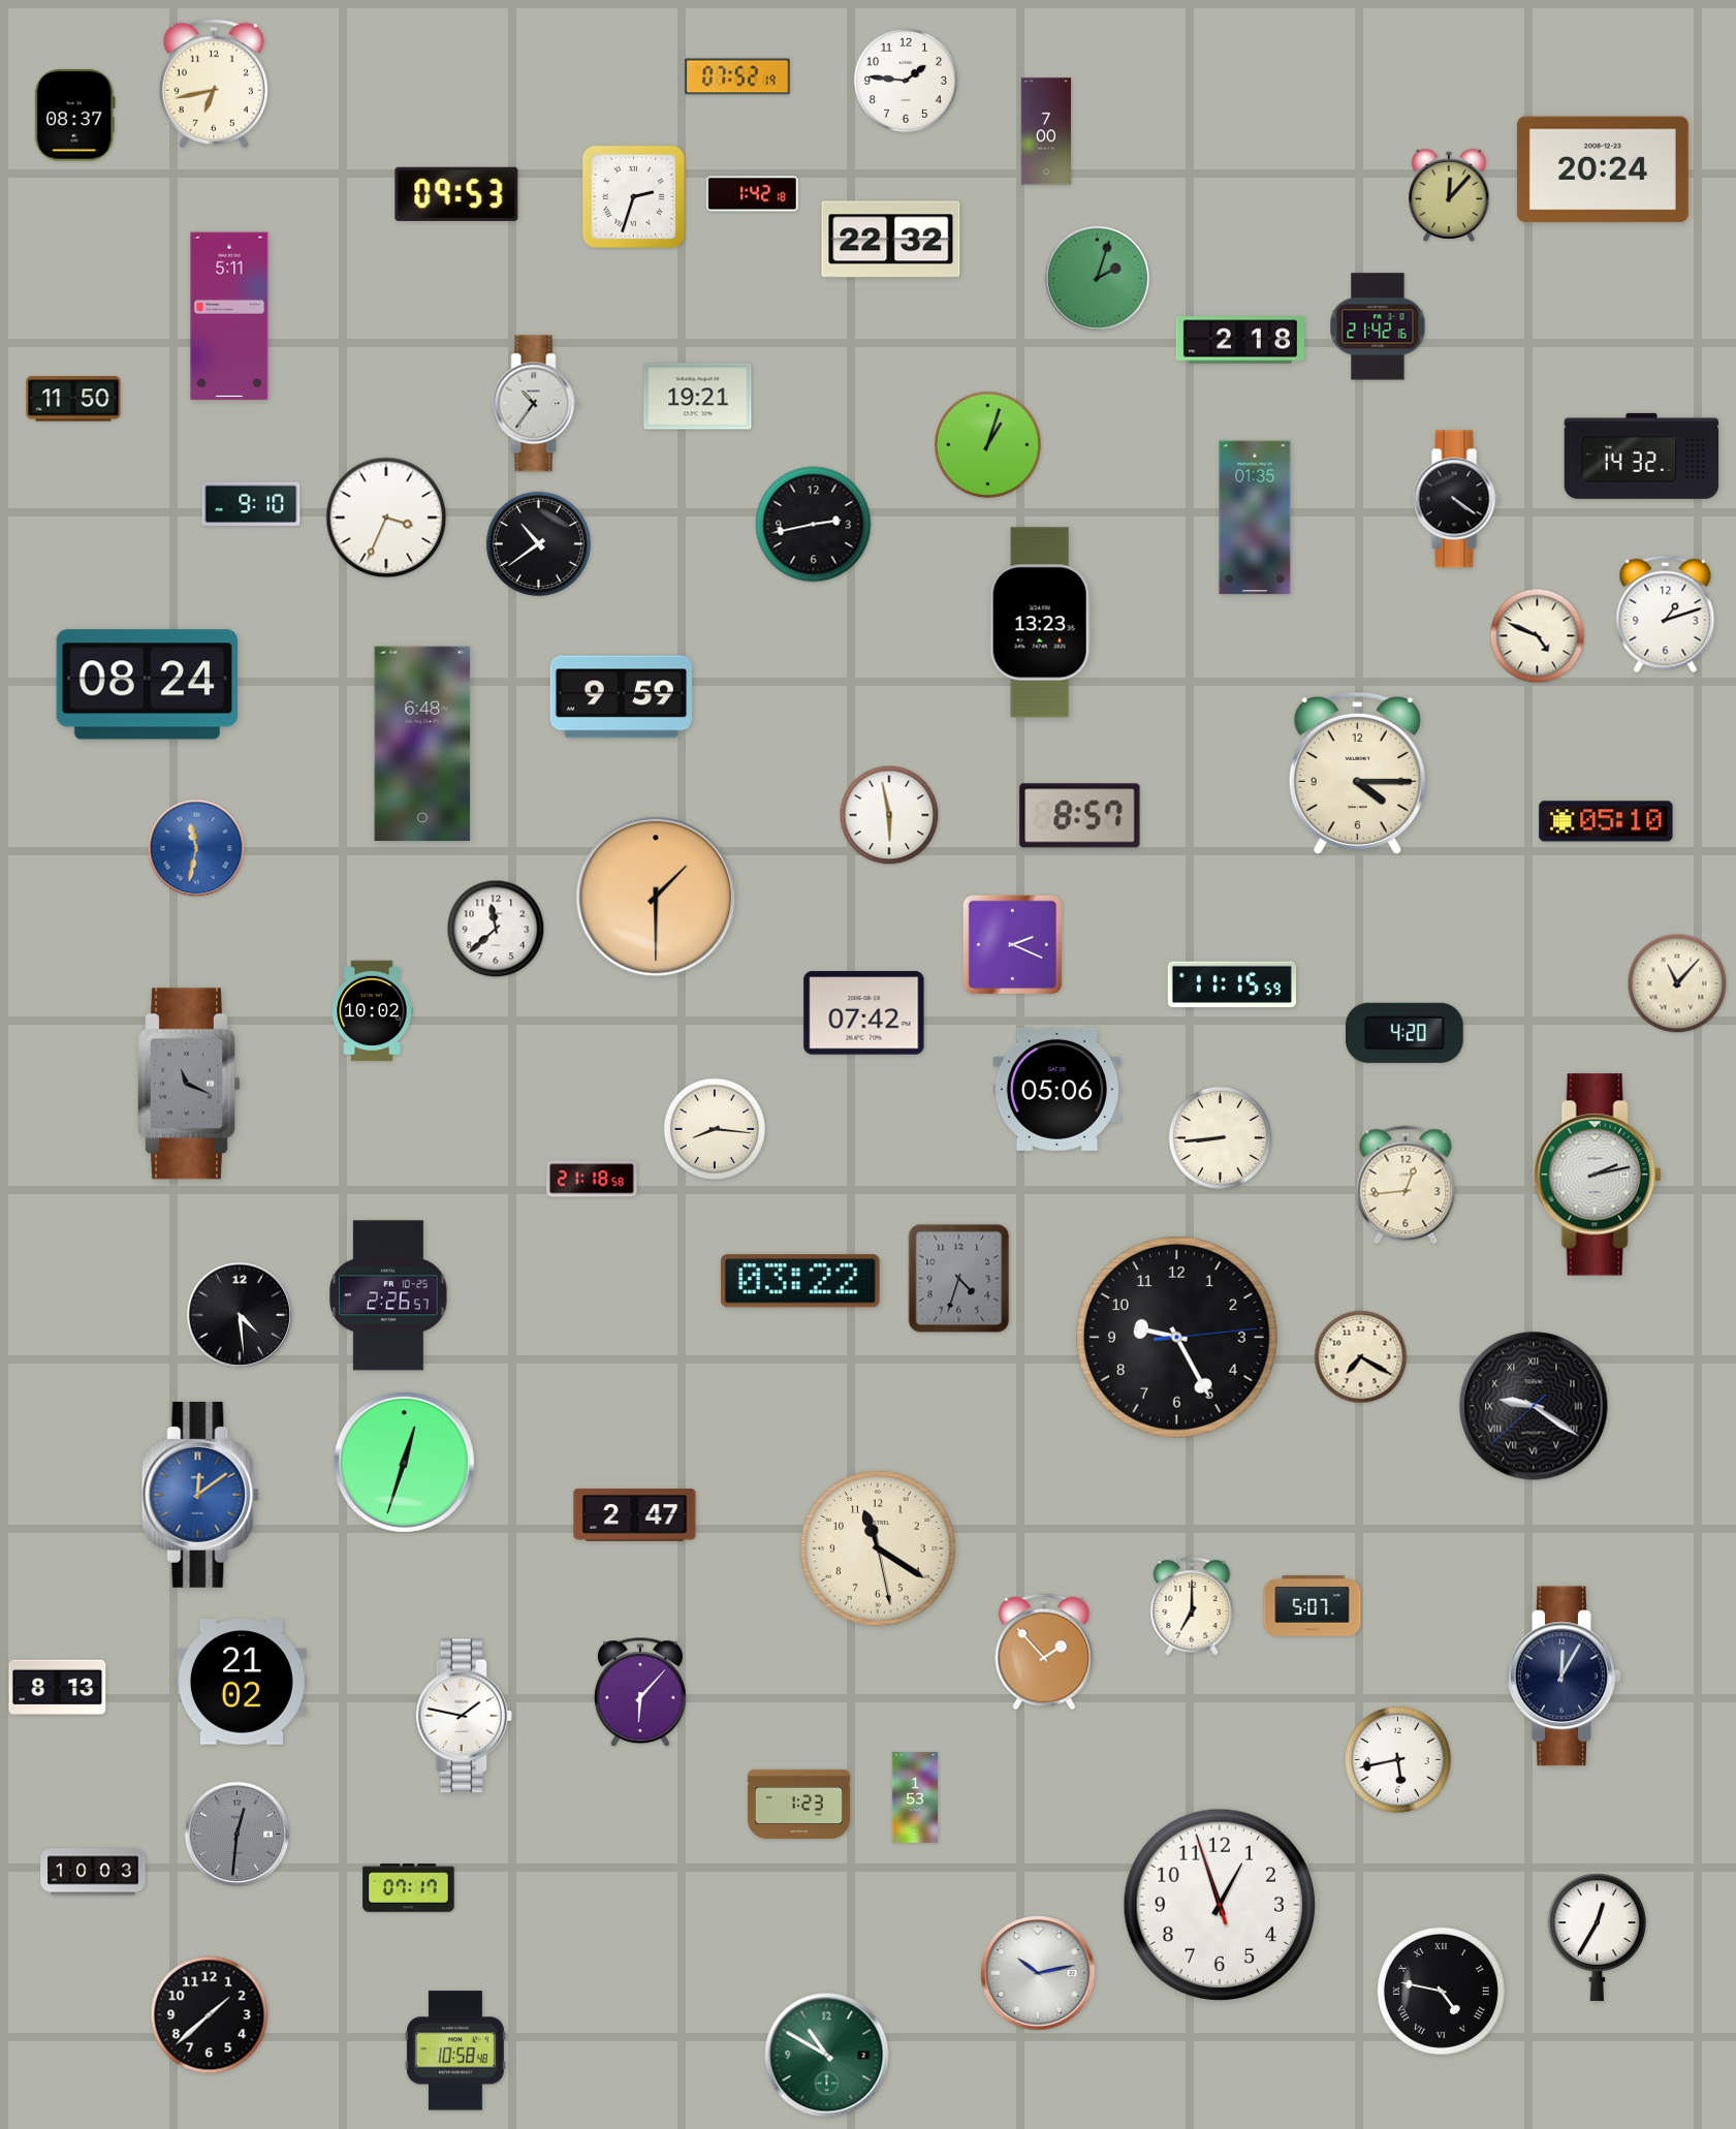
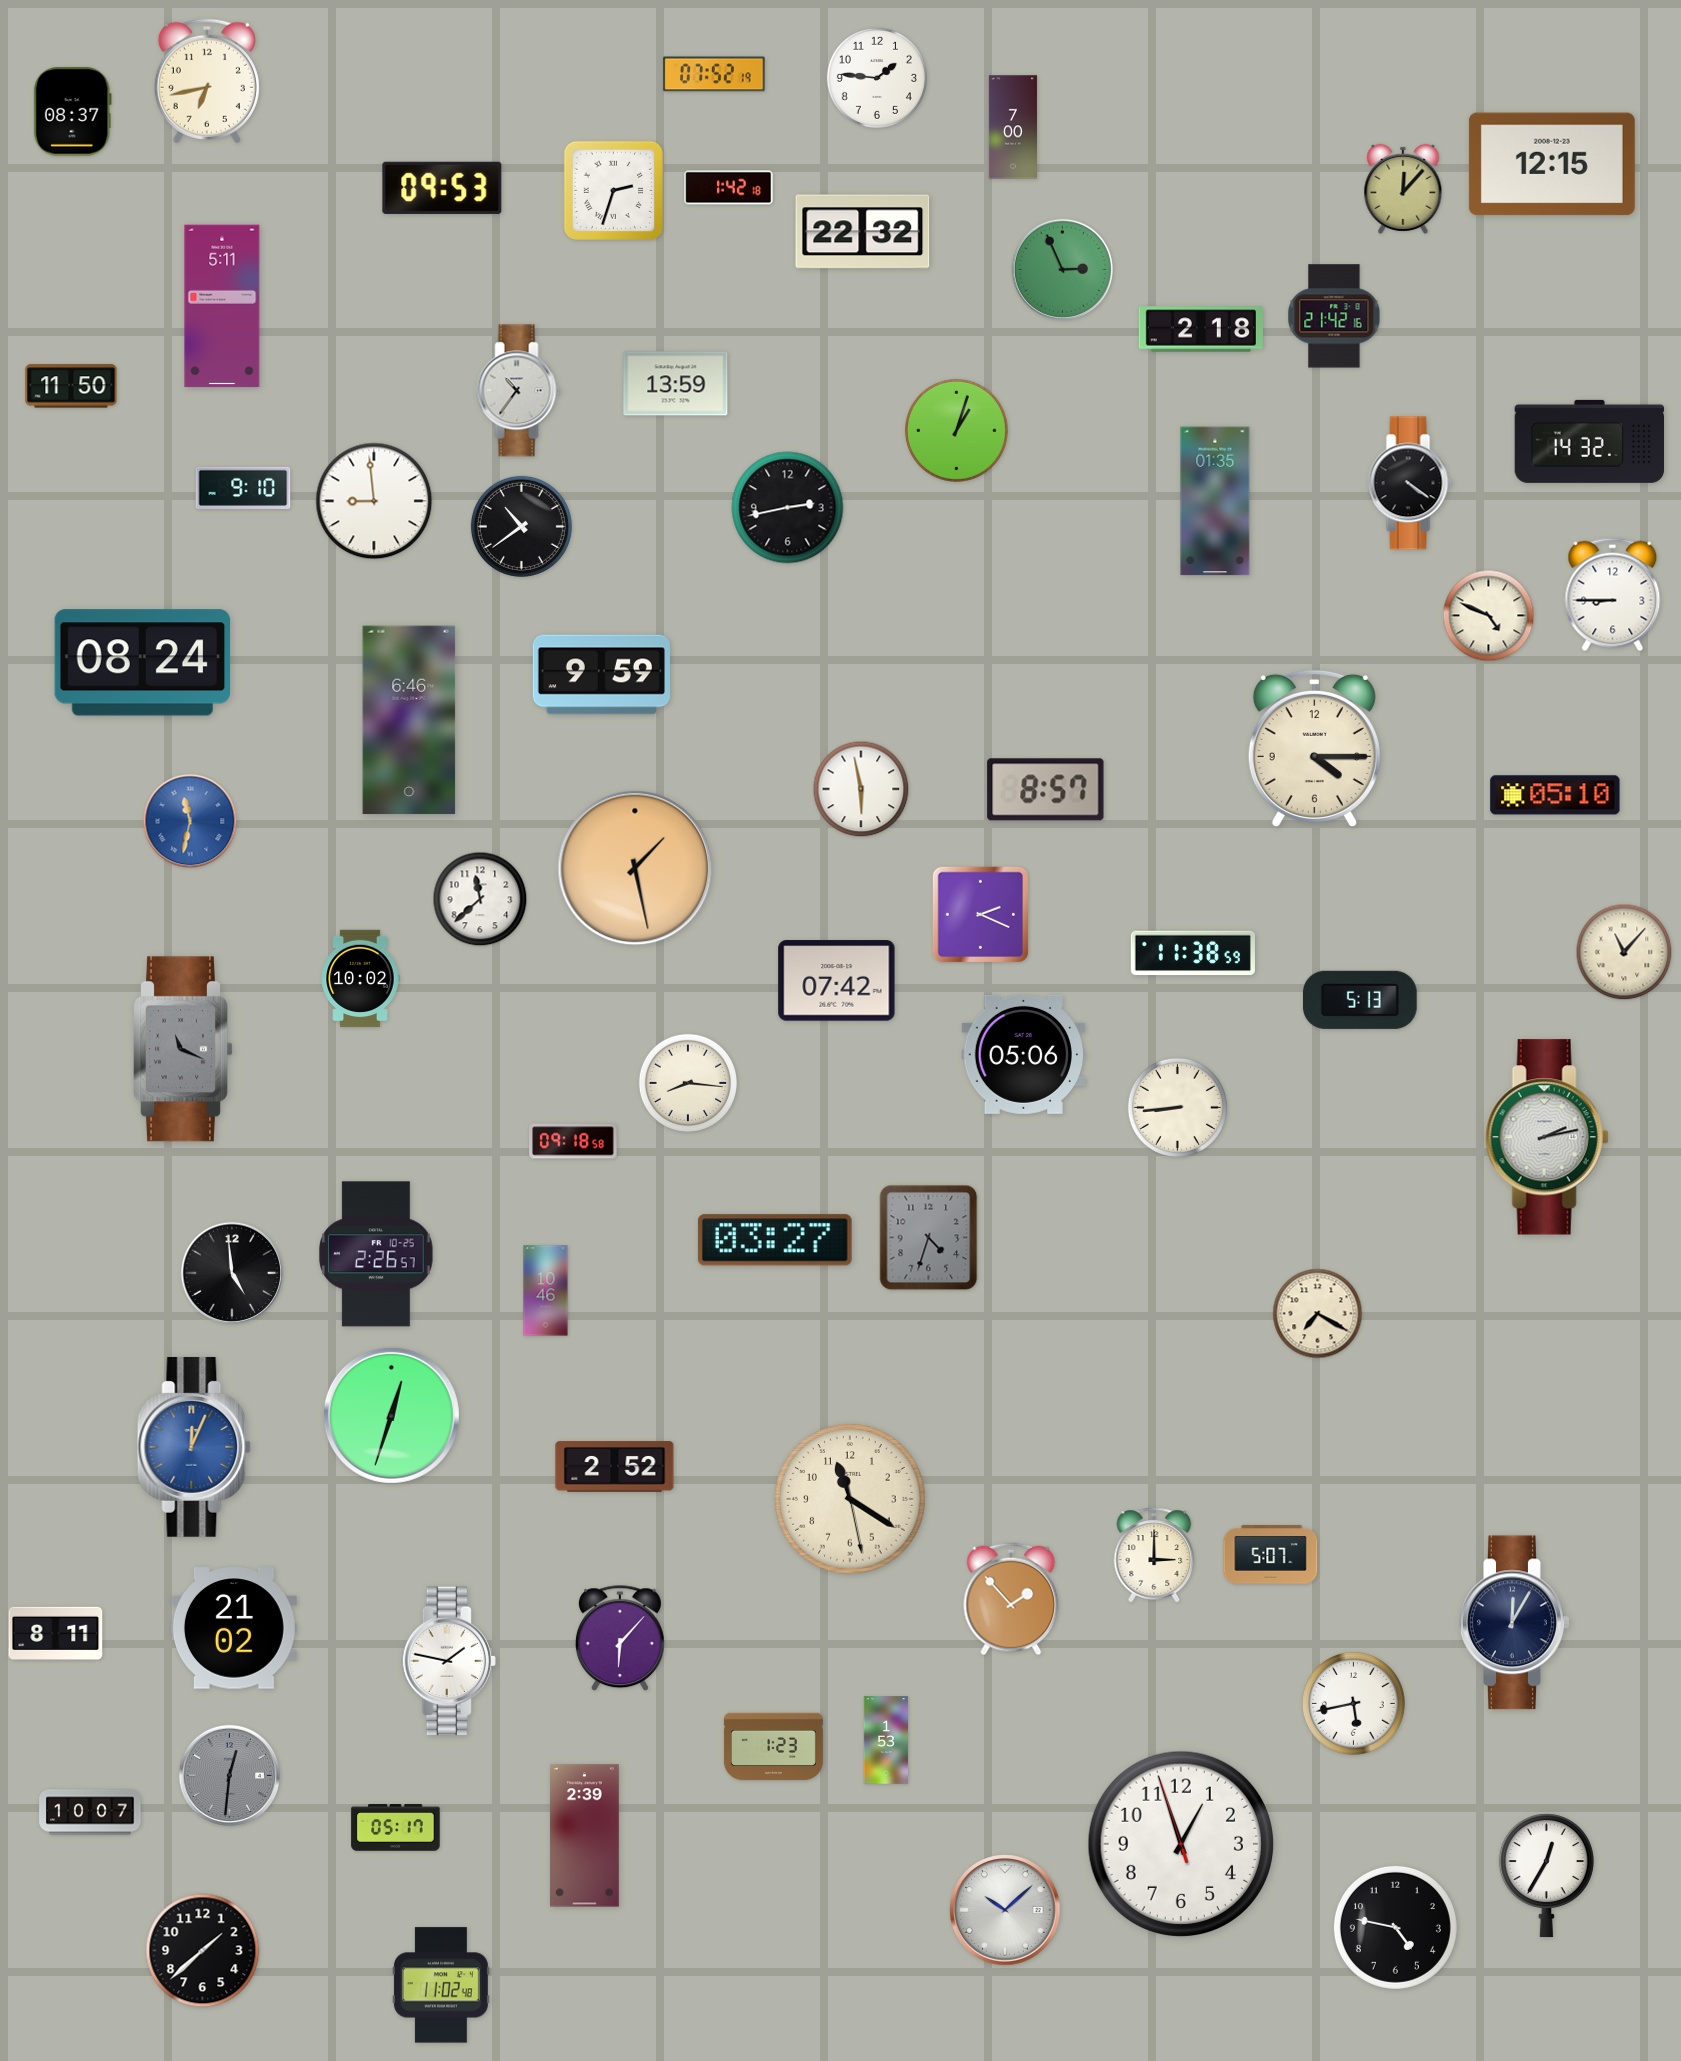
clock at (1603, 169): 20:24 -> 12:15
clock at (1097, 278): 2:03 -> 2:56
clock at (698, 397): 19:21 -> 13:59
clock at (386, 518): 3:34 -> 8:59
clock at (1666, 615): 1:12 -> 8:45
clock at (1040, 623): 13:23 -> none
clock at (422, 744): 6:48 -> 6:46
clock at (656, 897): 1:30 -> 1:28
clock at (1232, 984): 11:15 -> 11:38
clock at (1404, 1033): 4:20 -> 5:13
clock at (714, 1128) position: (714, 1128) -> (687, 1082)
clock at (1220, 1137) position: (1220, 1137) -> (1177, 1107)
clock at (592, 1179): 21:18 -> 09:18
clock at (1406, 1185): 12:44 -> none
clock at (800, 1281): 03:22 -> 03:27
clock at (240, 1315): 4:29 -> 4:59
clock at (546, 1291): none -> 10:46
clock at (1177, 1338): 9:25 -> none
clock at (1534, 1406): 9:20 -> none
clock at (200, 1495): 12:09 -> 12:04
clock at (635, 1515): 2:47 -> 2:52
clock at (1192, 1606): 7:00 -> 3:00
clock at (58, 1687): 8:13 -> 8:11
clock at (93, 1872): 10:03 -> 10:07
clock at (409, 1888): 07:17 -> 05:17
clock at (585, 1836): none -> 2:39
clock at (1038, 1973): 10:13 -> 10:08
clock at (1441, 1991) numerals: Roman -> Arabic
clock at (455, 2050): 10:58 -> 11:02
clock at (827, 2056): 10:50 -> none
